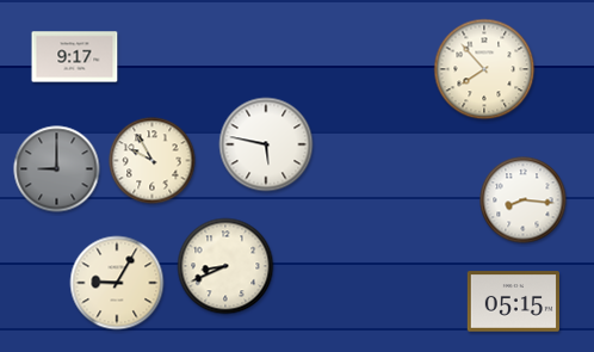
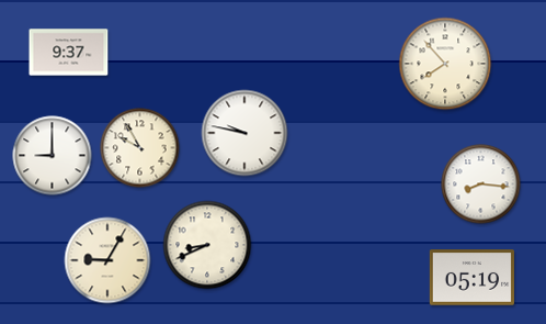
clock at (75, 57): 9:17 -> 9:37
clock at (266, 144): 5:47 -> 9:47
clock at (57, 169) dial: grey -> white
clock at (513, 302): 05:15 -> 05:19
